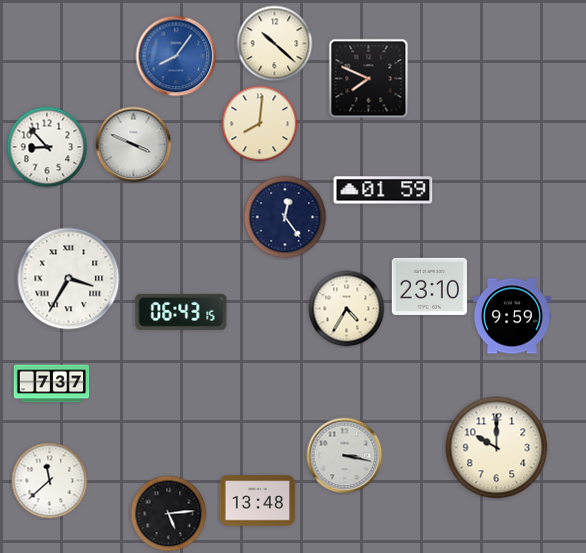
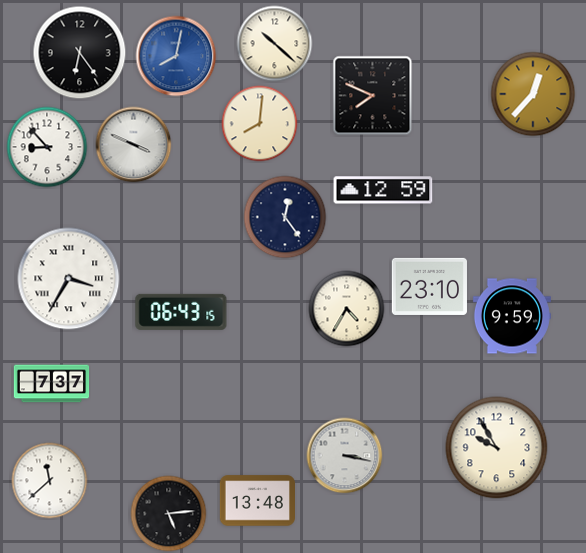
clock at (80, 53): none -> 6:24
clock at (176, 56): 8:06 -> 8:02
clock at (369, 79) position: (369, 79) -> (373, 96)
clock at (533, 94): none -> 12:37
clock at (383, 190): 01:59 -> 12:59
clock at (497, 448): 10:00 -> 9:55
